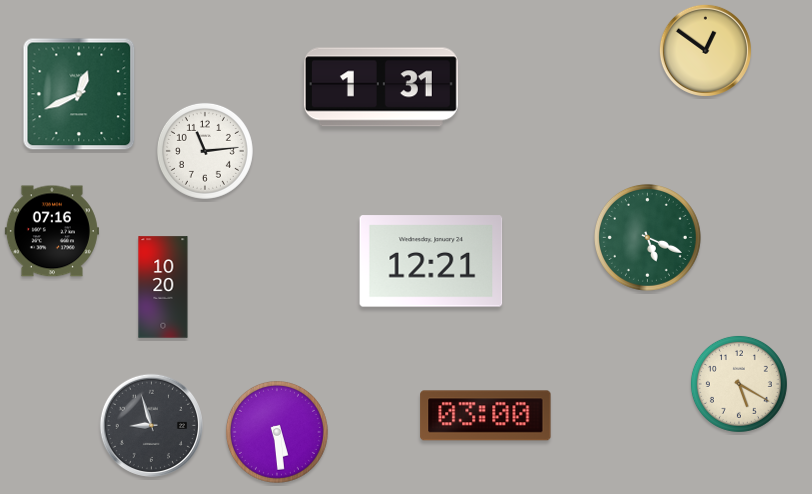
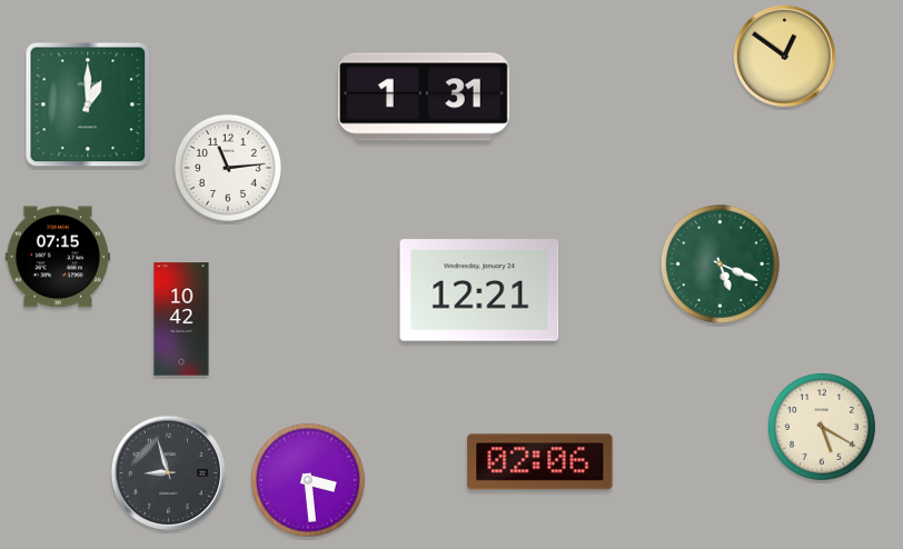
clock at (79, 94): 12:41 -> 1:00
clock at (52, 231): 07:16 -> 07:15
clock at (163, 287): 10:20 -> 10:42
clock at (486, 416): 03:00 -> 02:06
clock at (277, 432): 5:29 -> 3:29
